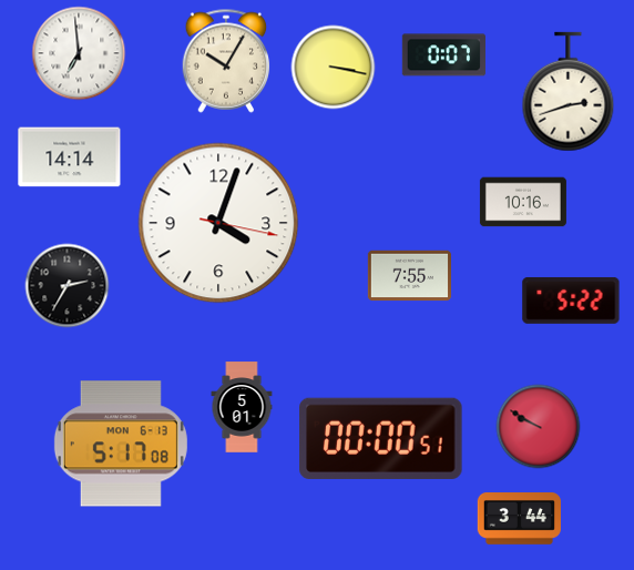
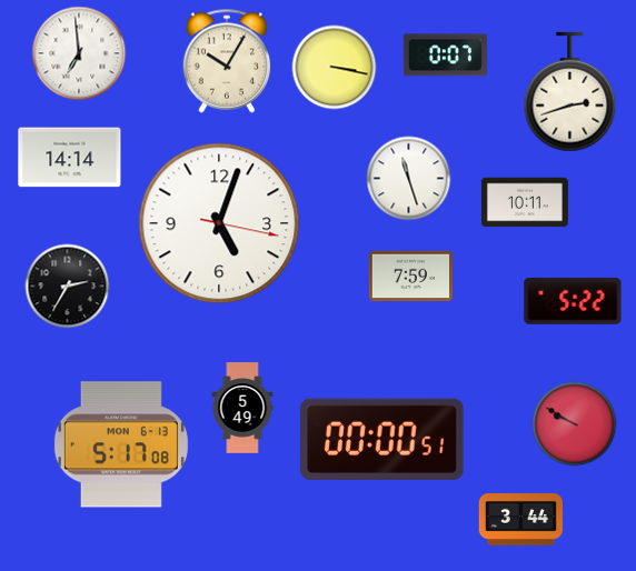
clock at (409, 179): none -> 11:27
clock at (523, 202): 10:16 -> 10:11
clock at (218, 223): 4:03 -> 5:03
clock at (409, 276): 7:55 -> 7:59
clock at (242, 407): 5:01 -> 5:49
clock at (539, 427) position: (539, 427) -> (575, 424)
